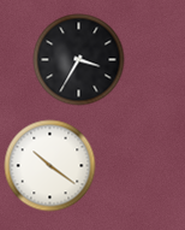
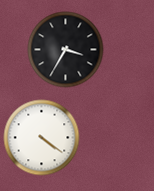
clock at (50, 166): 10:21 -> 4:21
